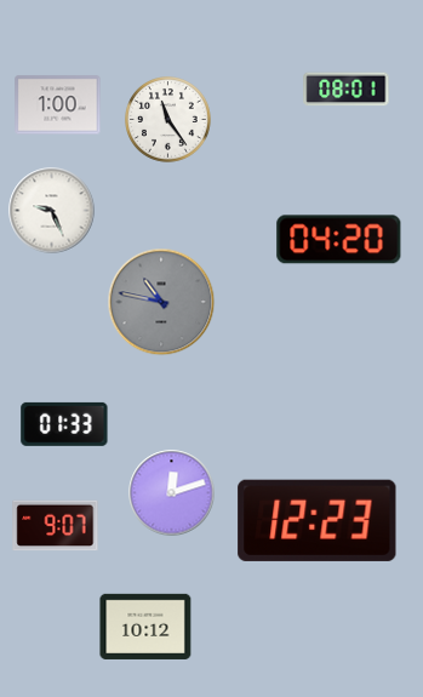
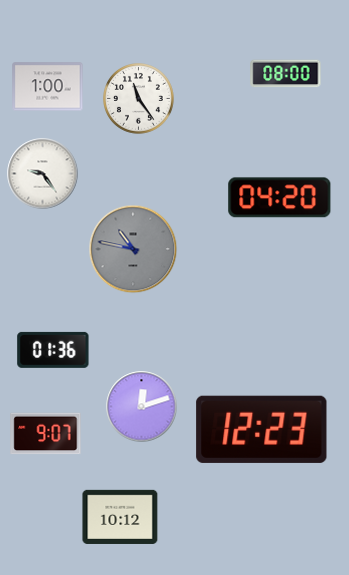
clock at (347, 90): 08:01 -> 08:00
clock at (52, 211): 9:26 -> 9:24
clock at (64, 424): 01:33 -> 01:36
